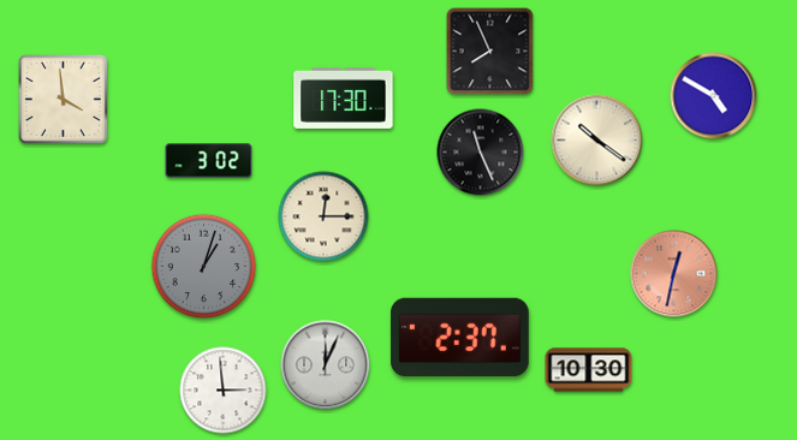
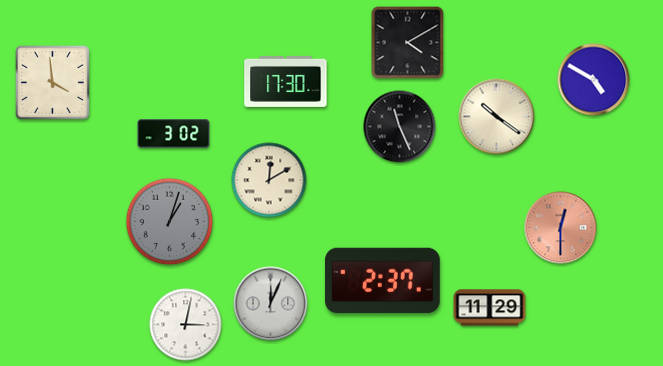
clock at (490, 52): 7:56 -> 4:10
clock at (323, 216): 12:15 -> 12:10
clock at (674, 274): 12:32 -> 12:30
clock at (589, 370): 10:30 -> 11:29
clock at (224, 391): 2:59 -> 3:02
